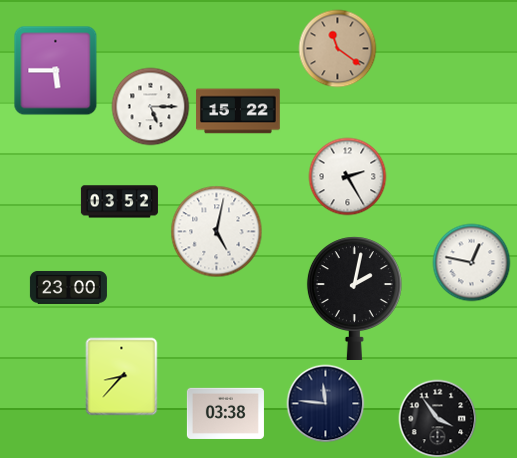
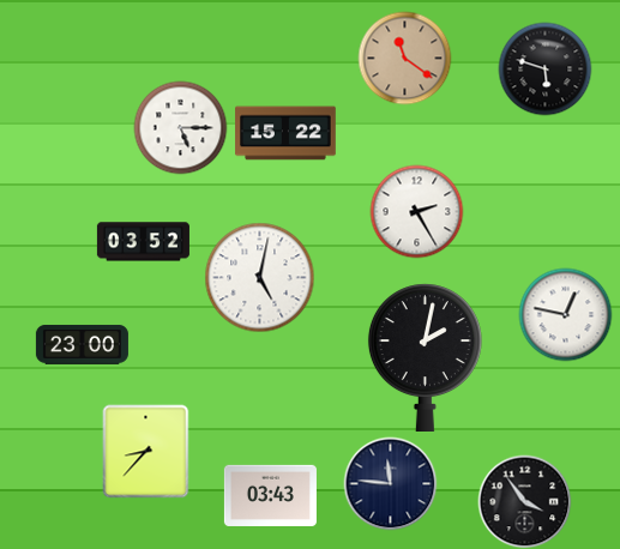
clock at (544, 68): none -> 5:48
clock at (56, 70): 5:45 -> none
clock at (225, 413): 03:38 -> 03:43
